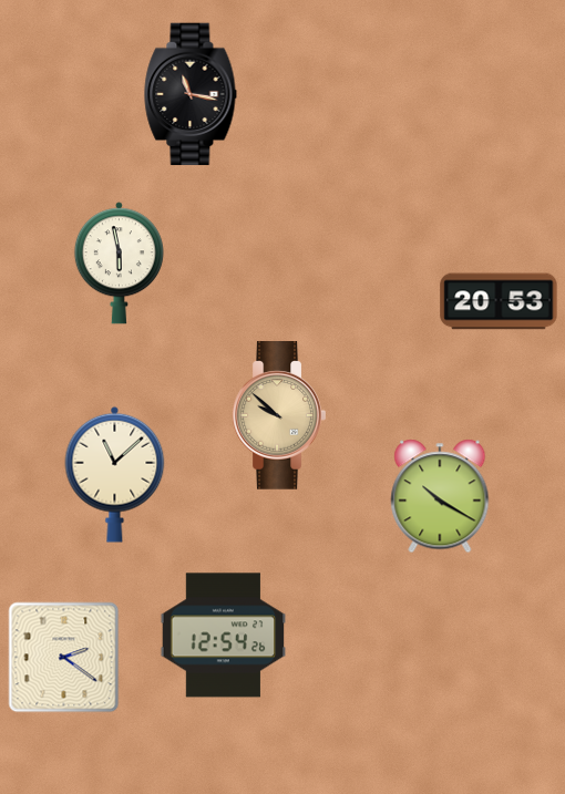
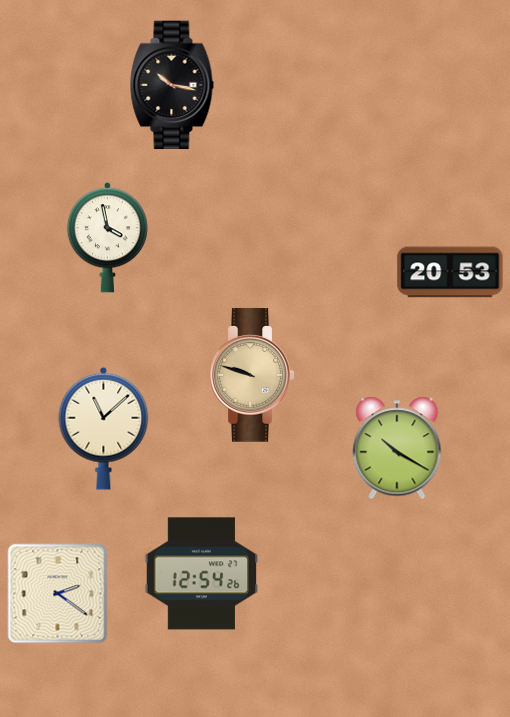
clock at (191, 94): 11:17 -> 10:17
clock at (119, 264): 5:58 -> 3:58
clock at (279, 416): 9:52 -> 9:48
